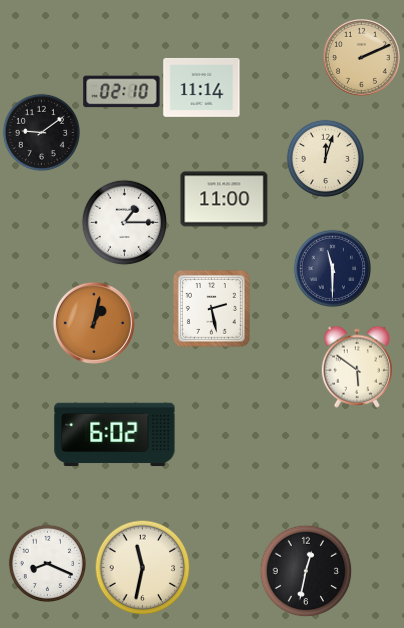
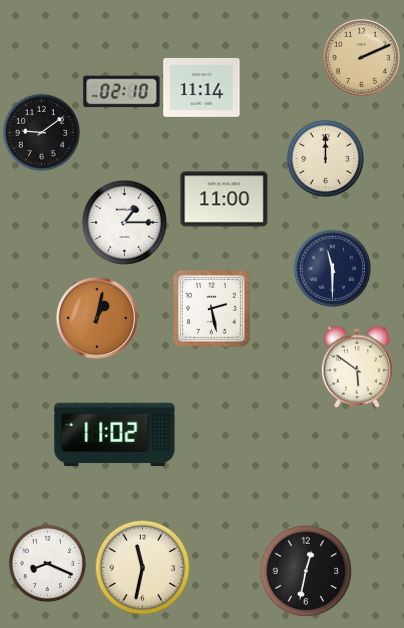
clock at (325, 158): 12:03 -> 12:00
clock at (94, 323) position: (94, 323) -> (97, 318)
clock at (115, 435): 6:02 -> 11:02
